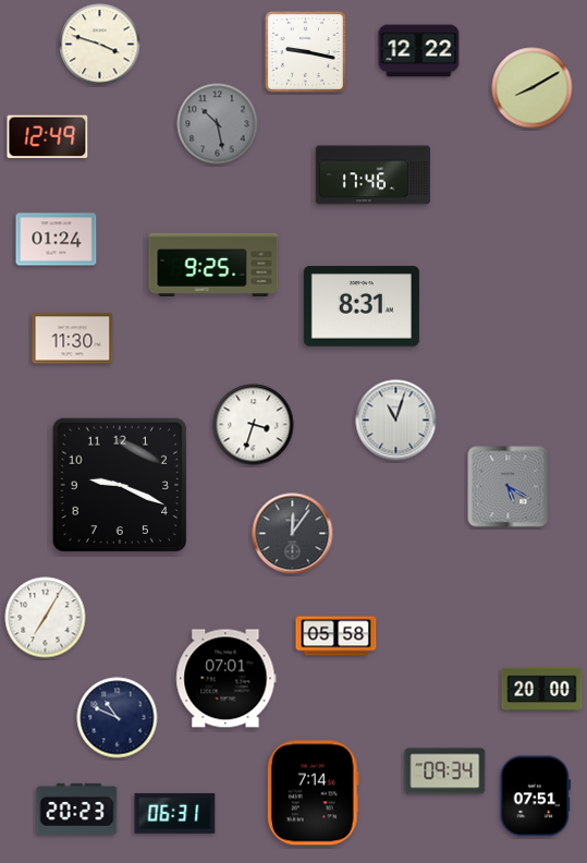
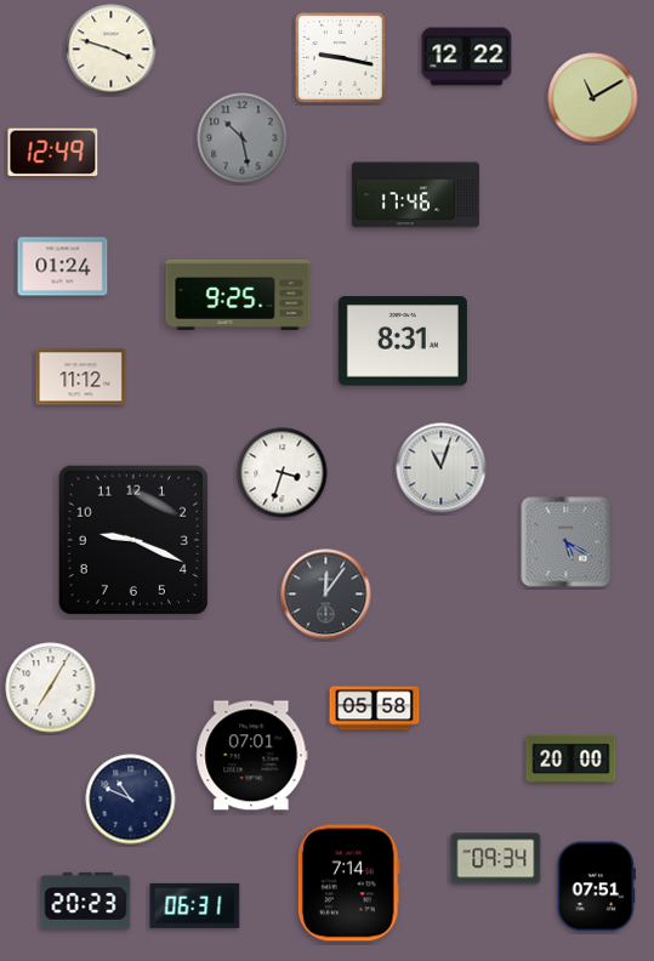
clock at (533, 88): 8:10 -> 11:10
clock at (73, 339): 11:30 -> 11:12
clock at (542, 689) position: (542, 689) -> (571, 758)
